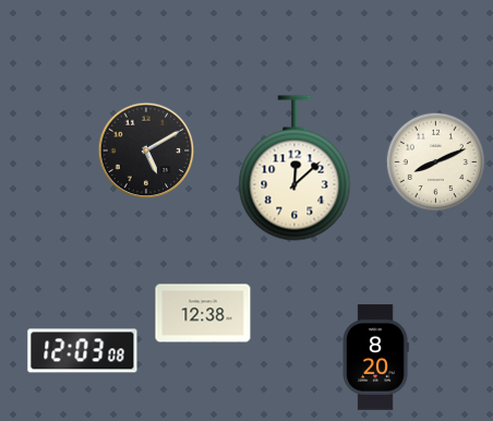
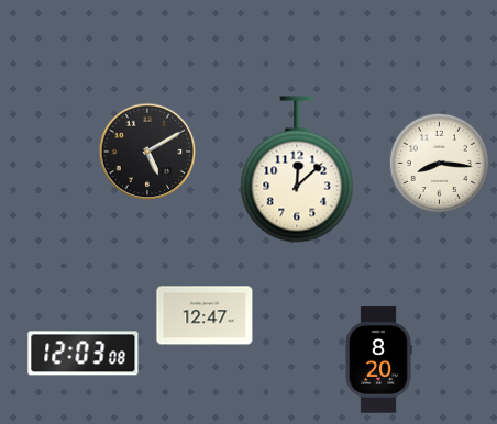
clock at (436, 163): 8:11 -> 8:16
clock at (203, 313): 12:38 -> 12:47
